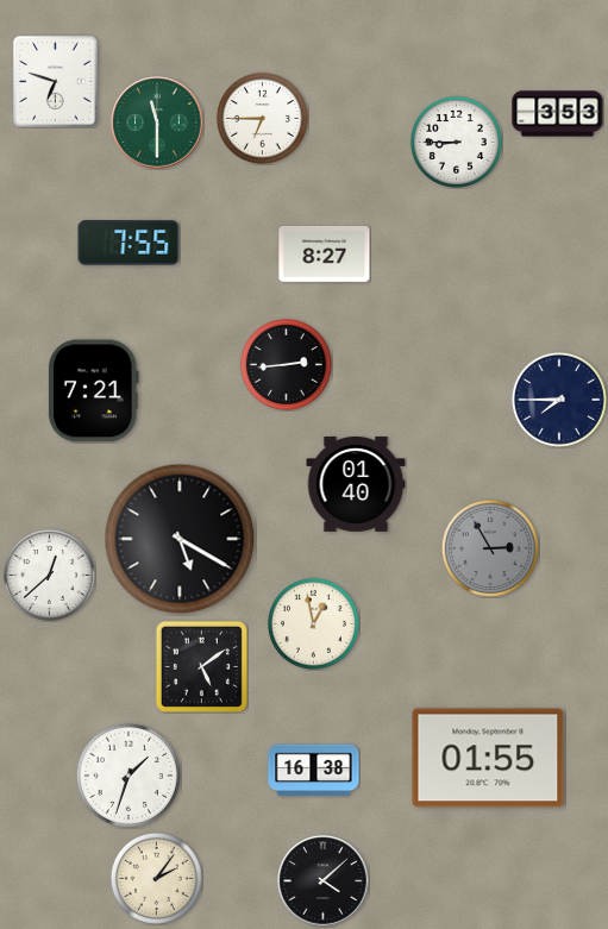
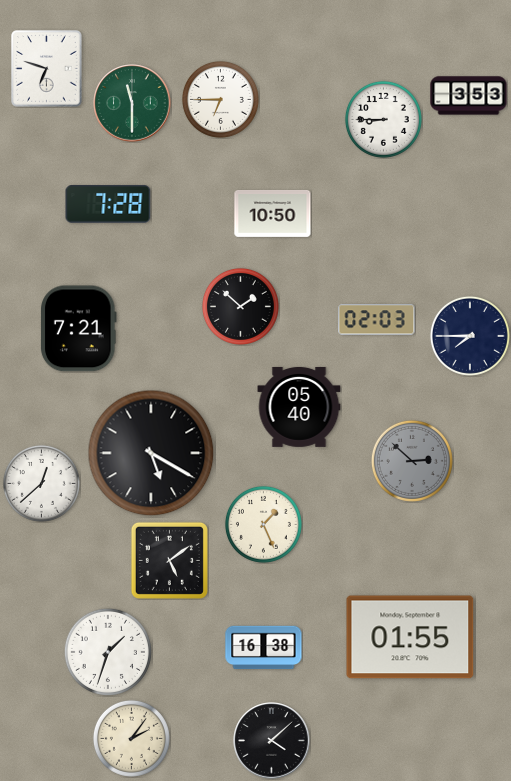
clock at (129, 243): 7:55 -> 7:28
clock at (325, 253): 8:27 -> 10:50
clock at (286, 364): 2:44 -> 1:52
clock at (377, 320): none -> 02:03
clock at (356, 484): 01:40 -> 05:40
clock at (490, 548): 2:55 -> 2:52
clock at (313, 623): 12:58 -> 1:26
